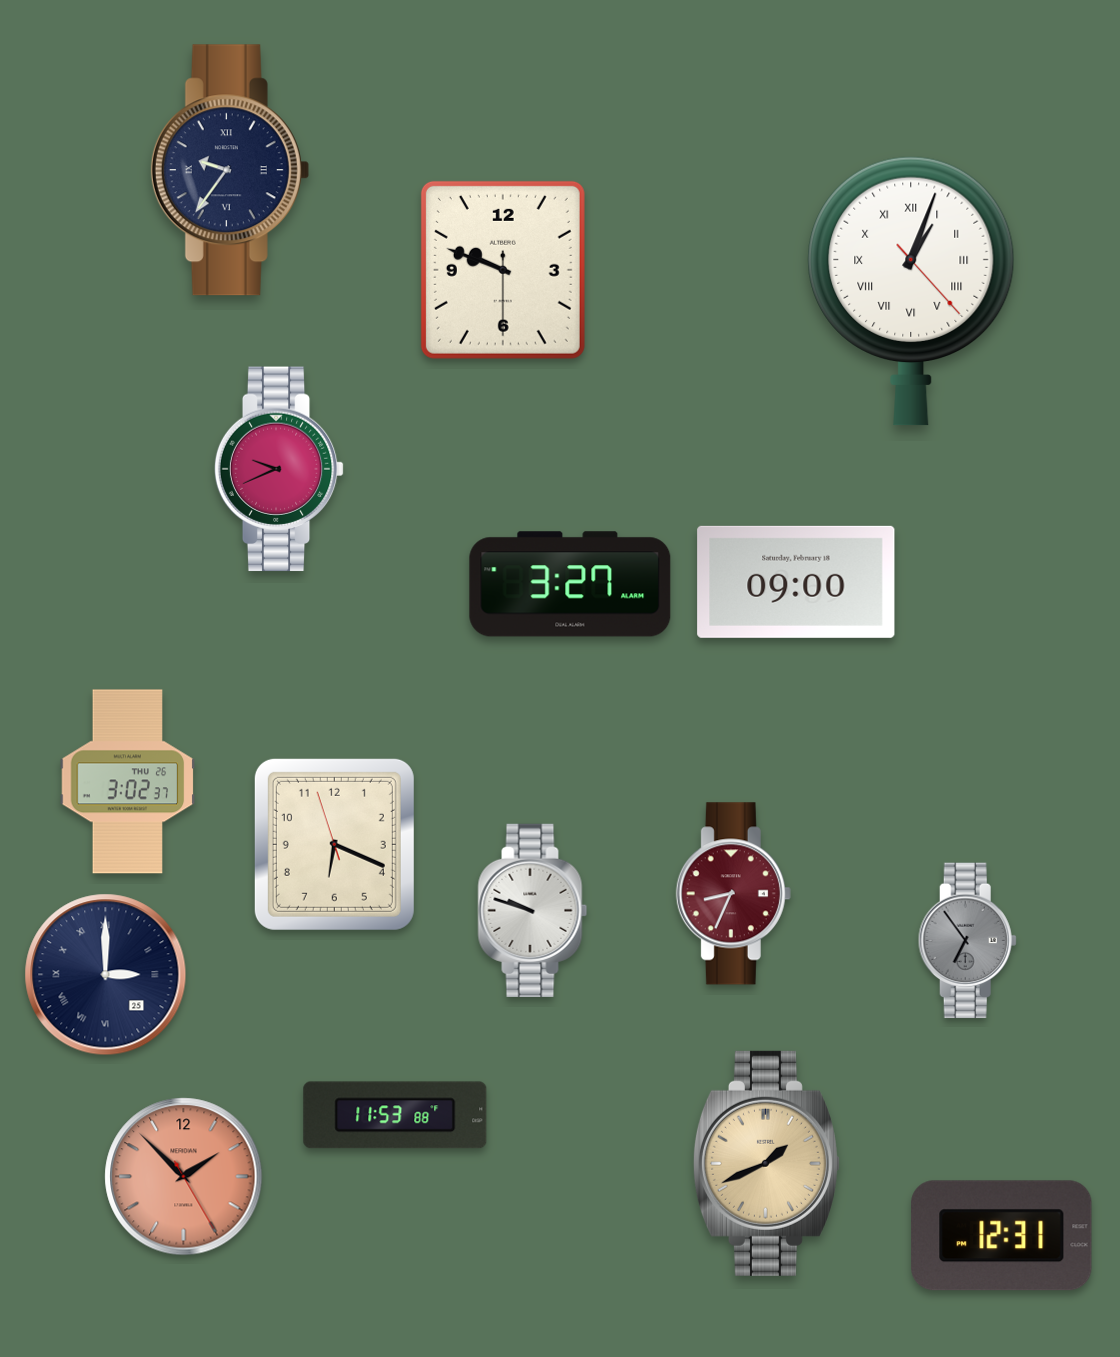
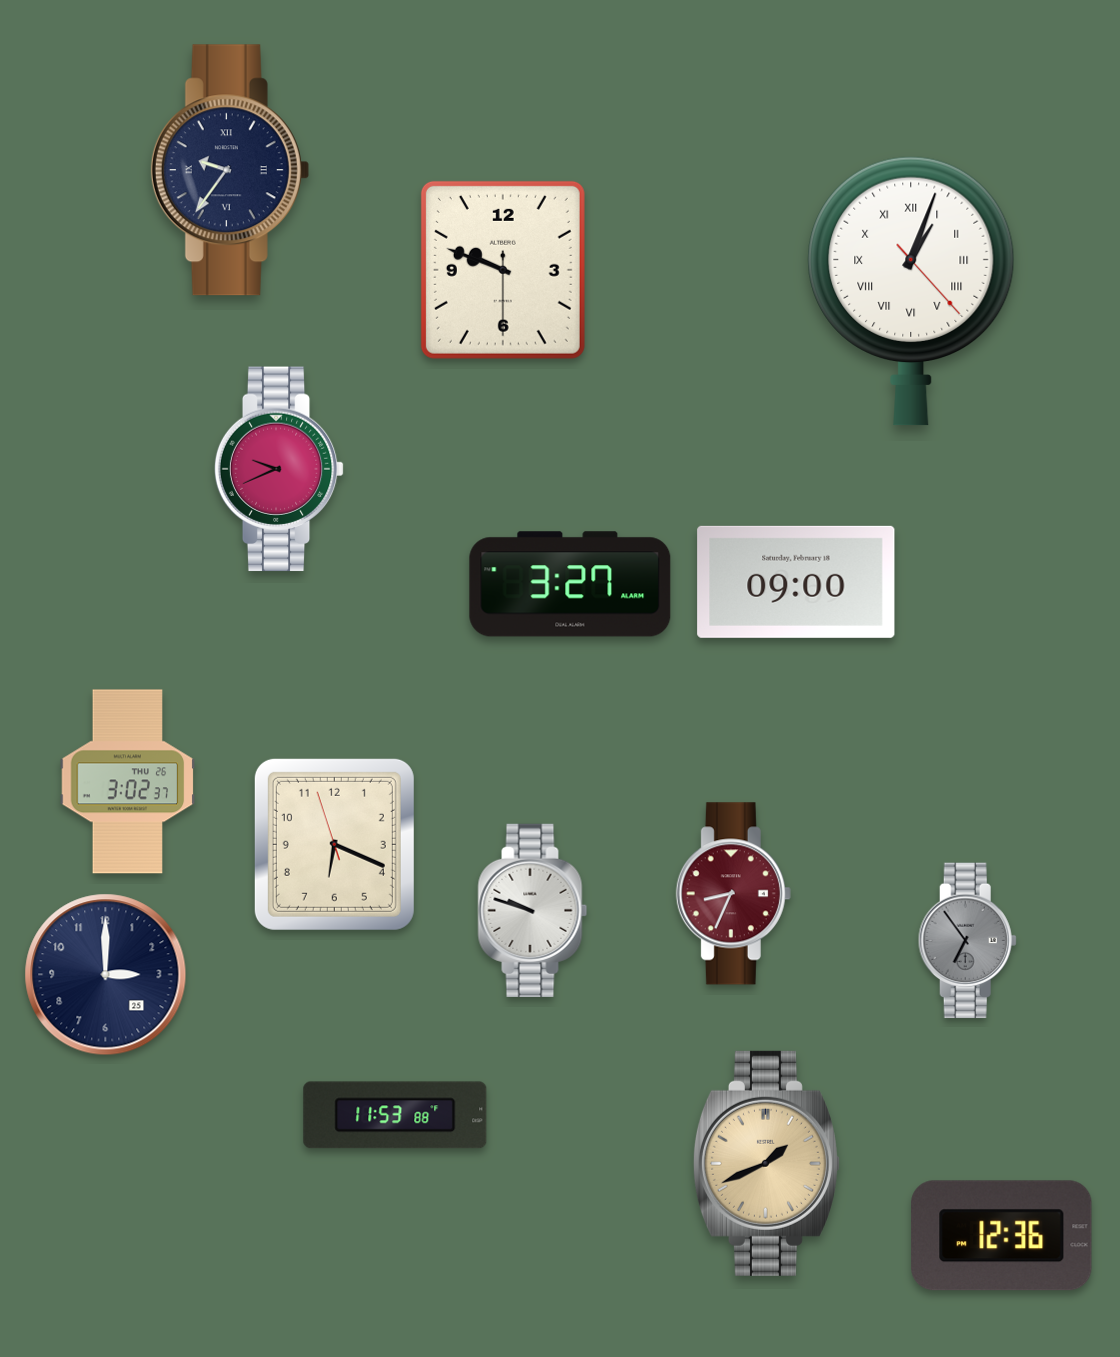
clock at (106, 975) numerals: Roman -> Arabic
clock at (184, 1177): 1:52 -> none
clock at (1002, 1236): 12:31 -> 12:36
